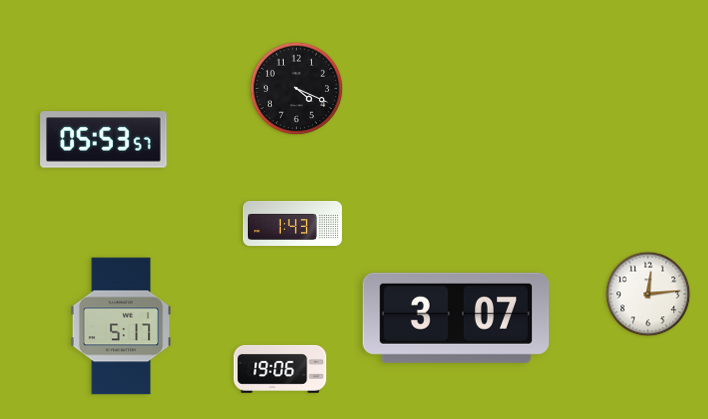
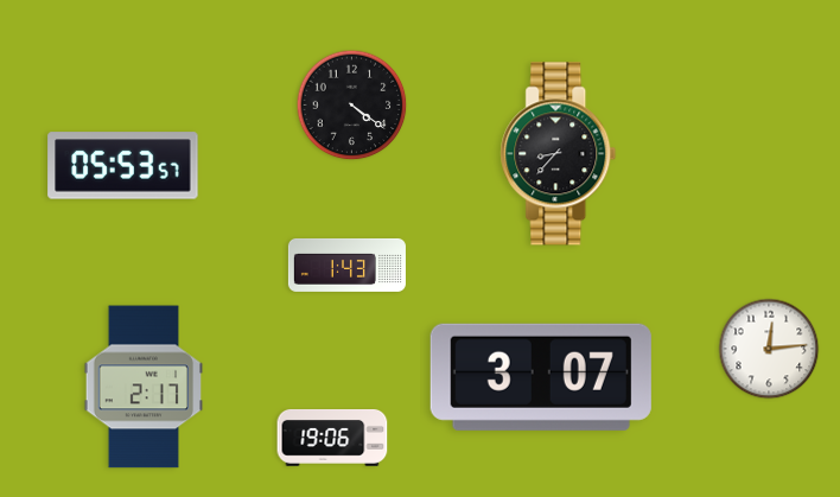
clock at (297, 89): 4:19 -> 4:21
clock at (559, 154): none -> 8:37
clock at (120, 326): 5:17 -> 2:17
